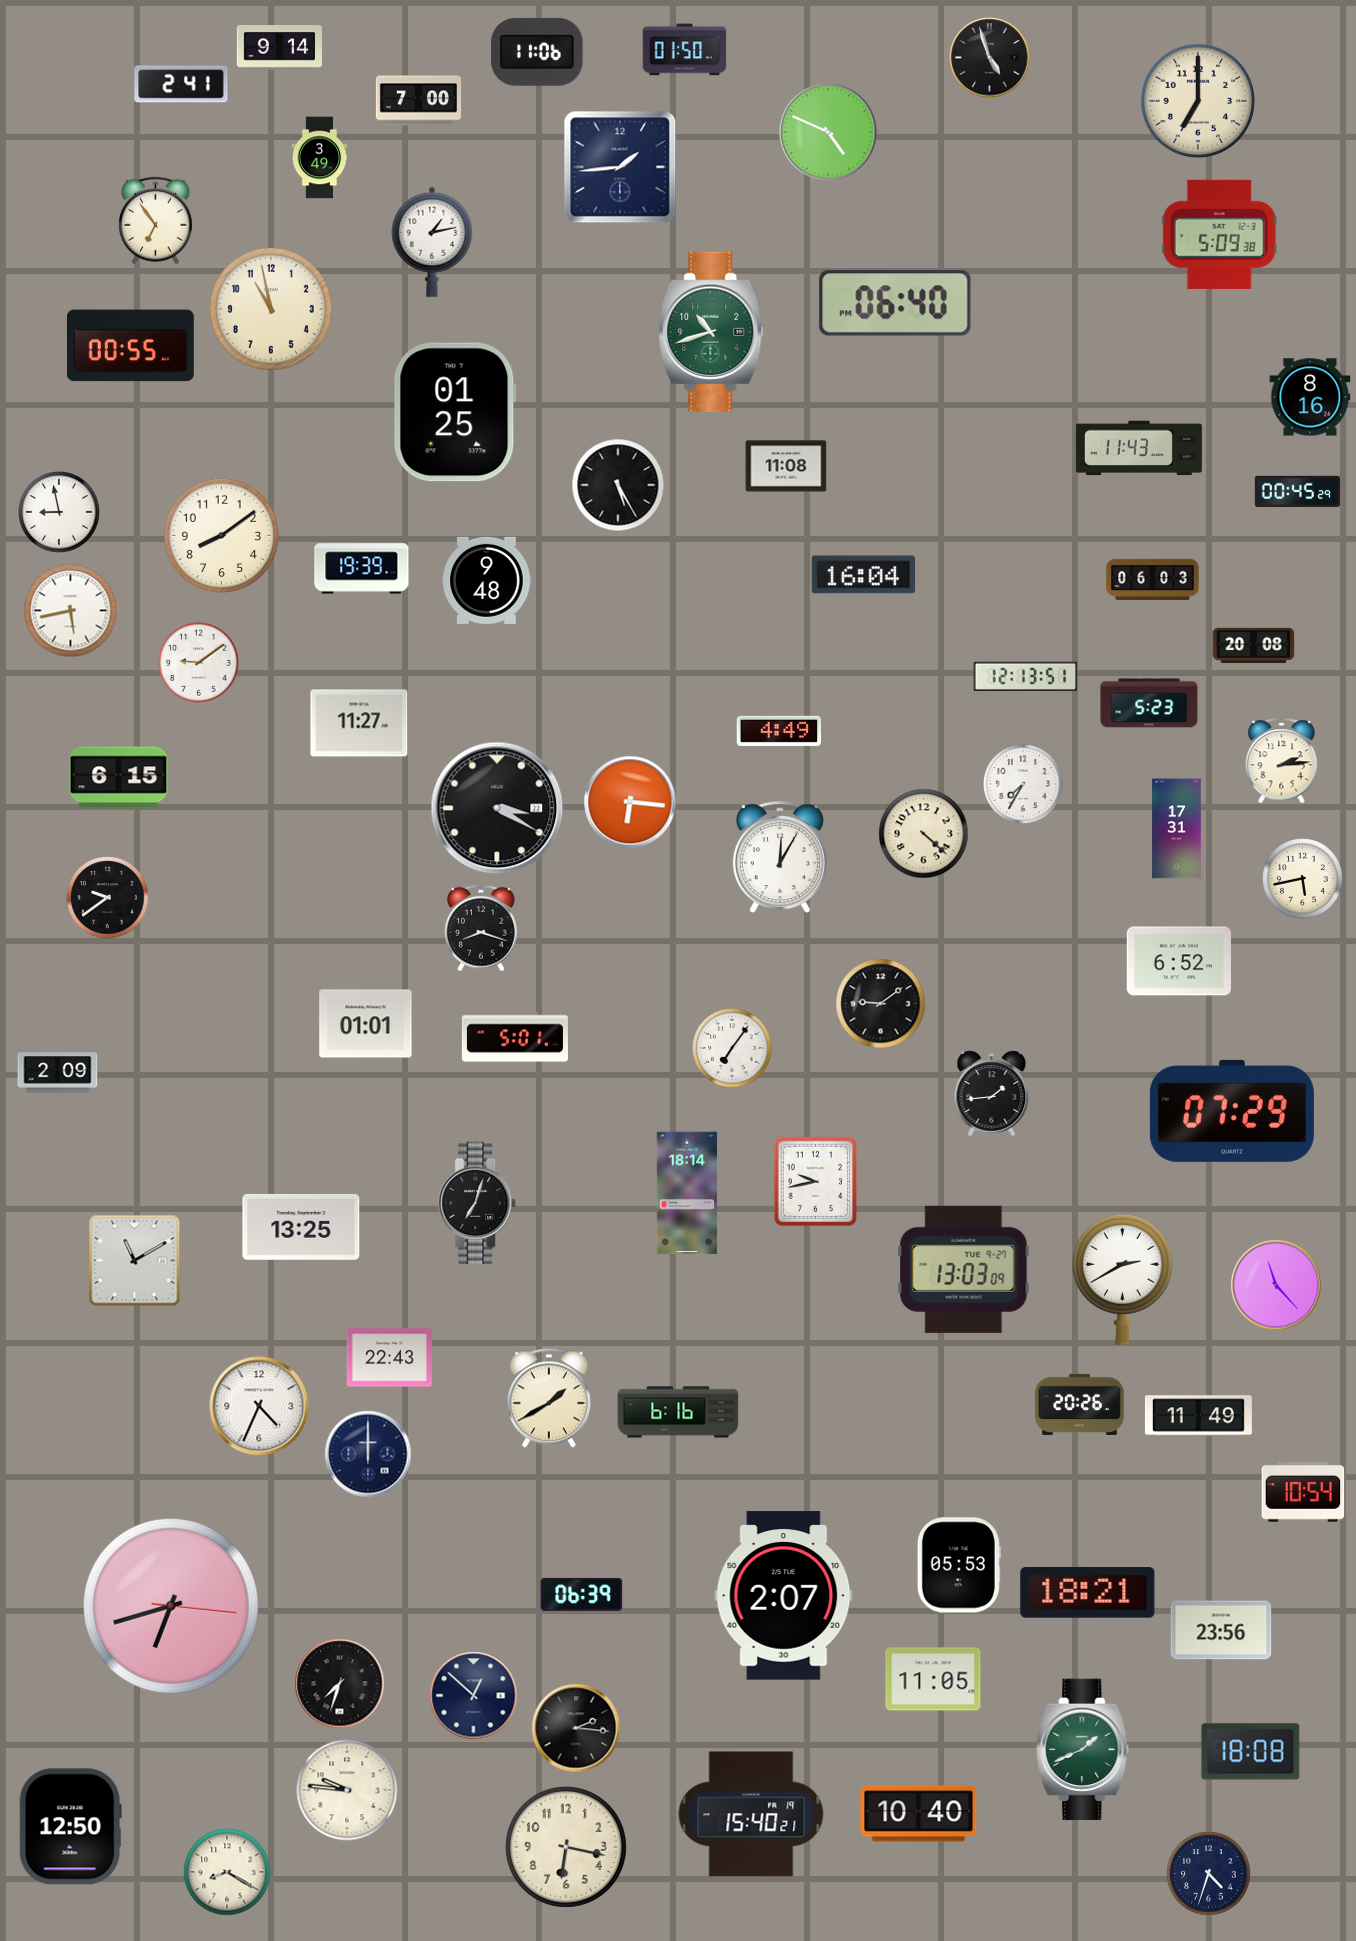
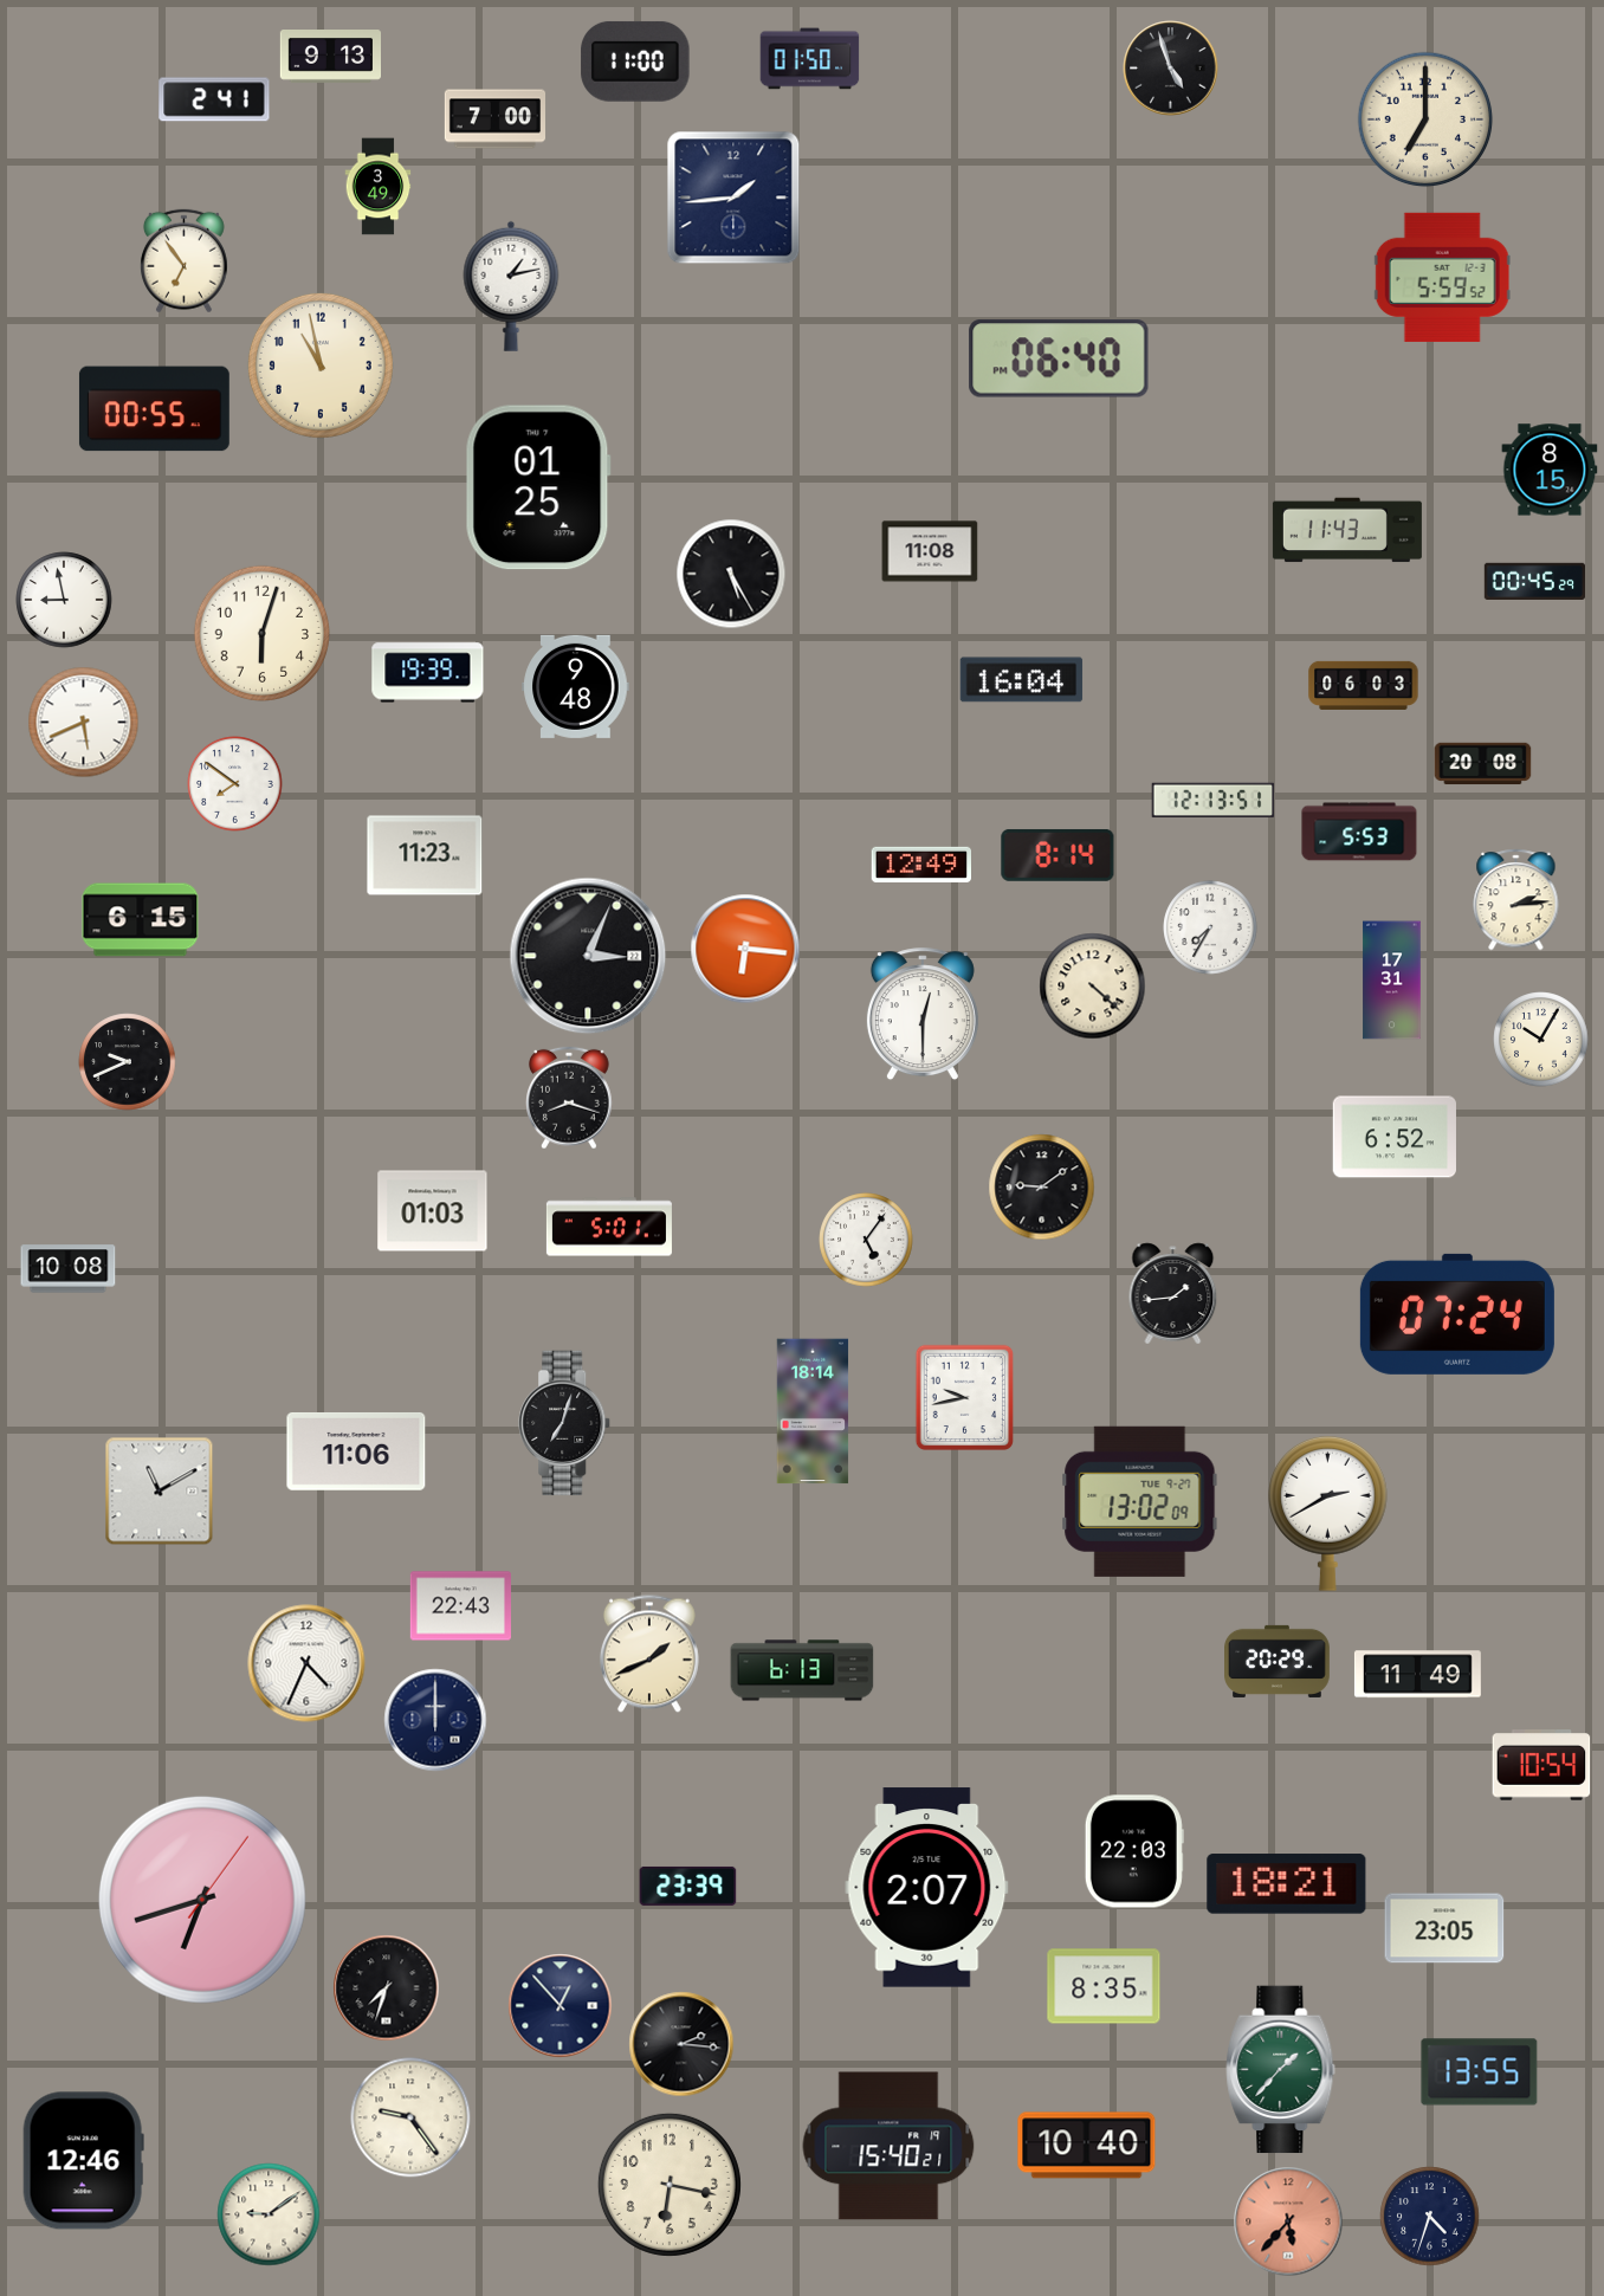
clock at (279, 48): 9:14 -> 9:13
clock at (537, 52): 11:06 -> 11:00
clock at (1198, 101) position: (1198, 101) -> (1425, 119)
clock at (828, 132): 4:49 -> none
clock at (1219, 234): 5:09 -> 5:59
clock at (711, 332): 10:42 -> none
clock at (1310, 397): 8:16 -> 8:15
clock at (59, 512) position: (59, 512) -> (64, 600)
clock at (222, 536): 8:09 -> 6:03
clock at (71, 611): 5:43 -> 5:41
clock at (199, 663): 9:09 -> 7:51
clock at (1149, 703): 5:23 -> 5:53
clock at (359, 723): 11:27 -> 11:23
clock at (1058, 855): none -> 8:14
clock at (779, 731): 4:49 -> 12:49
clock at (497, 808): 3:20 -> 3:04
clock at (780, 858): 12:05 -> 12:30
clock at (1303, 879): 5:43 -> 10:05
clock at (108, 898): 9:39 -> 9:41
clock at (366, 1024): 01:01 -> 01:03
clock at (732, 1048): 7:06 -> 5:06
clock at (58, 1073): 2:09 -> 10:08
clock at (1232, 1111): 07:29 -> 07:24
clock at (301, 1227): 13:25 -> 11:06
clock at (964, 1269): 13:03 -> 13:02
clock at (1276, 1285): 11:23 -> none
clock at (549, 1398): 1:40 -> 1:41
clock at (1080, 1404): 20:26 -> 20:29
clock at (678, 1412): 6:16 -> 6:13
clock at (959, 1565): 05:53 -> 22:03
clock at (582, 1594): 06:39 -> 23:39
clock at (171, 1606): 6:42:16 -> 6:42:06
clock at (1221, 1630): 23:56 -> 23:05
clock at (933, 1679): 11:05 -> 8:35
clock at (340, 1684) position: (340, 1684) -> (387, 1988)
clock at (474, 1696): 12:52 -> 12:53
clock at (1083, 1750): 1:41 -> 1:37
clock at (1251, 1752): 18:08 -> 13:55
clock at (347, 1790): 9:46 -> 9:24
clock at (70, 1827): 12:50 -> 12:46
clock at (227, 1872): 8:20 -> 9:09
clock at (1288, 2221): none -> 5:37
